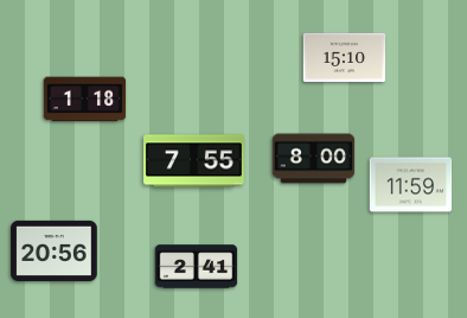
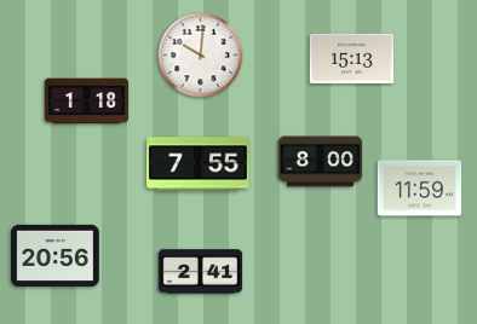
clock at (201, 56): none -> 10:01
clock at (345, 57): 15:10 -> 15:13
